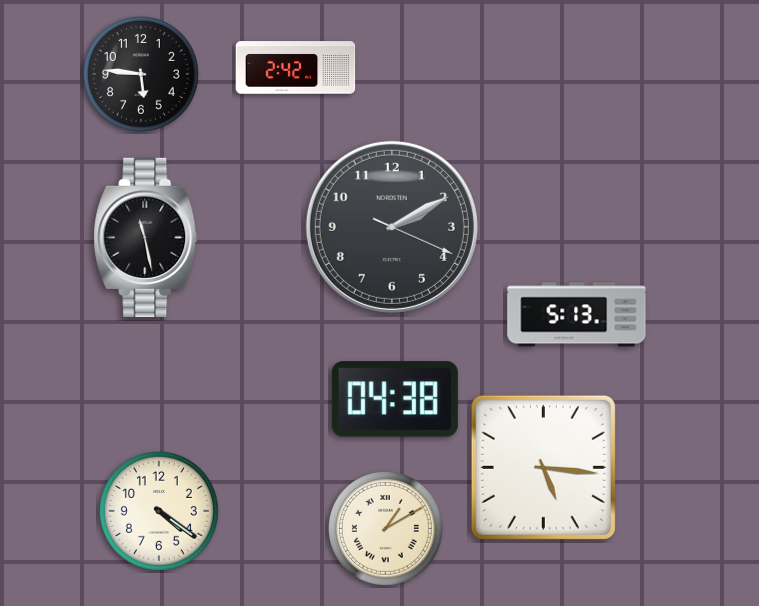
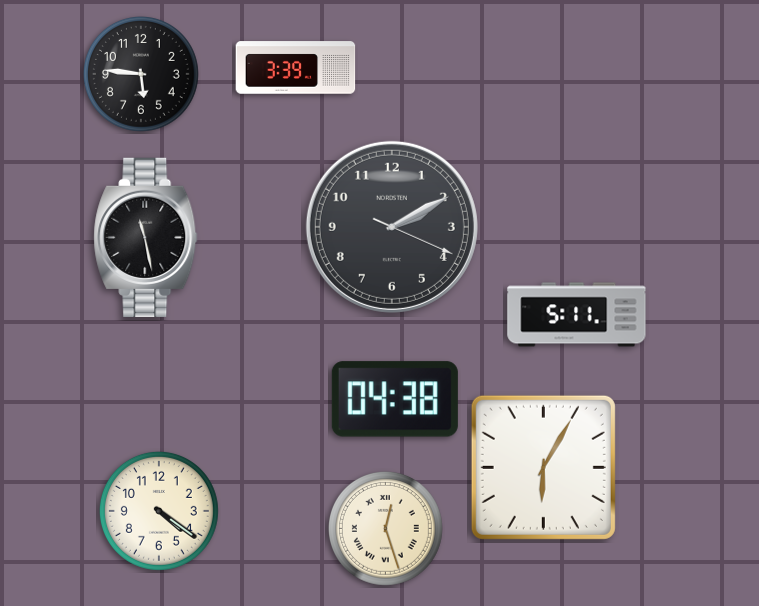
clock at (296, 68): 2:42 -> 3:39
clock at (577, 315): 5:13 -> 5:11
clock at (543, 467): 5:16 -> 6:05
clock at (385, 528): 1:10 -> 12:27
